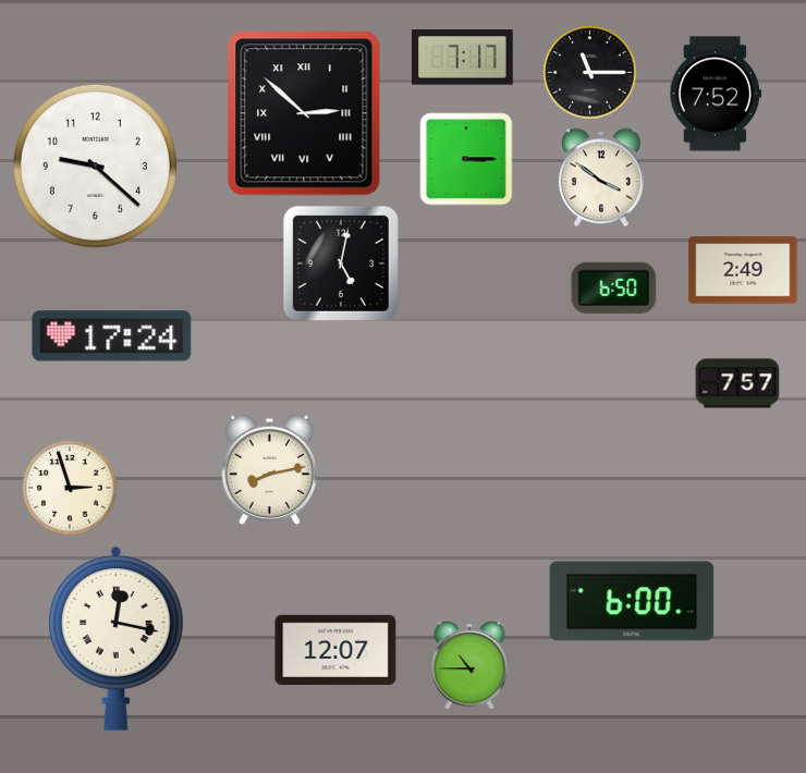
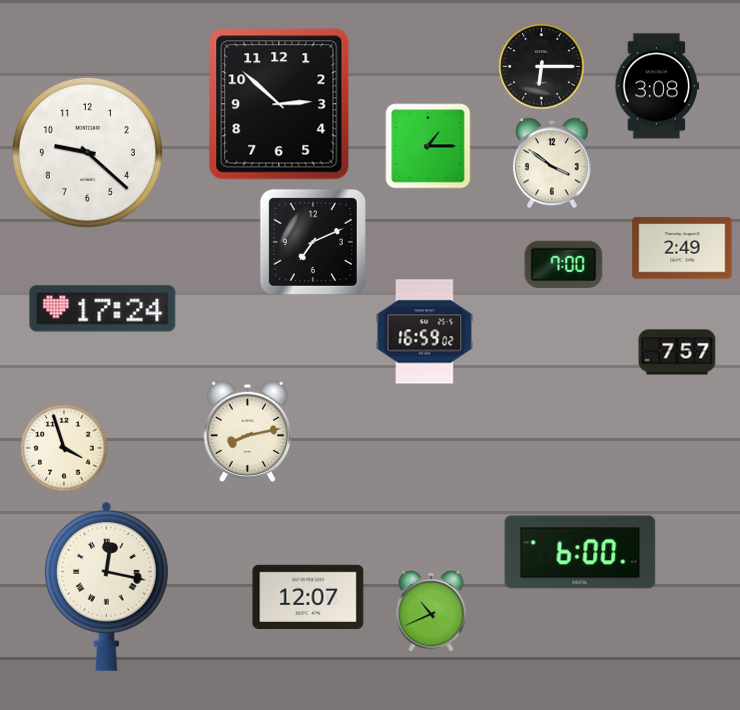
clock at (462, 58): 7:17 -> none
clock at (590, 73): 11:15 -> 6:15
clock at (716, 94): 7:52 -> 3:08
clock at (304, 113) numerals: Roman -> Arabic
clock at (466, 159): 3:15 -> 1:15
clock at (341, 263): 5:02 -> 7:11
clock at (614, 287): 6:50 -> 7:00
clock at (425, 332): none -> 16:59
clock at (70, 488): 2:57 -> 3:57
clock at (469, 665): 10:45 -> 10:41
